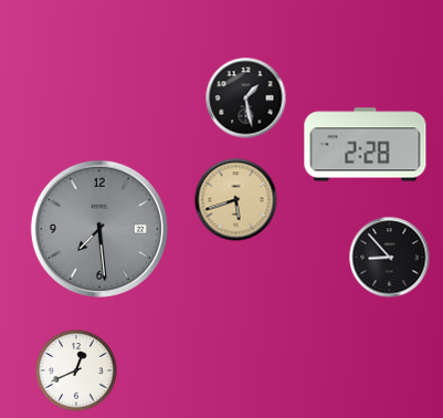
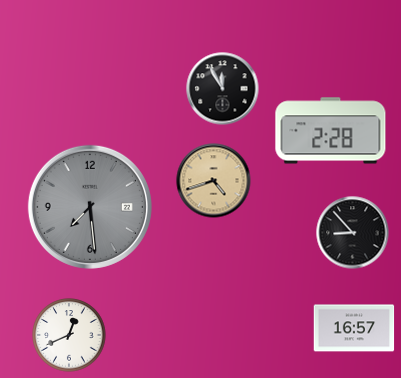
clock at (246, 98): 1:28 -> 11:55
clock at (236, 200): 5:42 -> 4:42
clock at (354, 328): none -> 16:57
